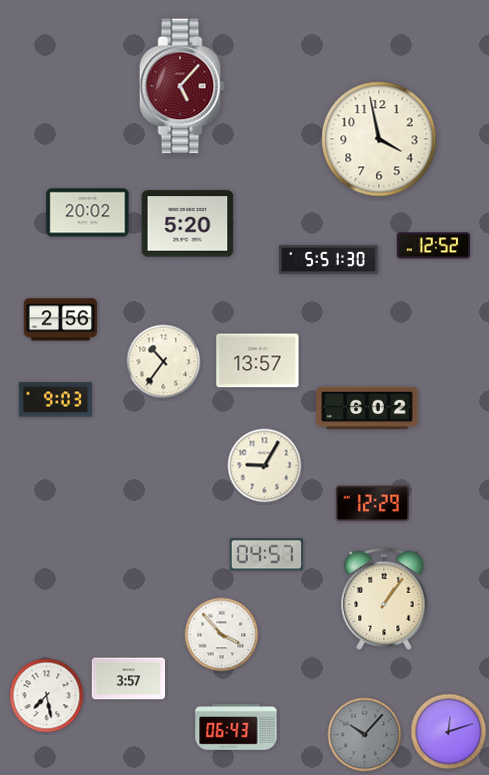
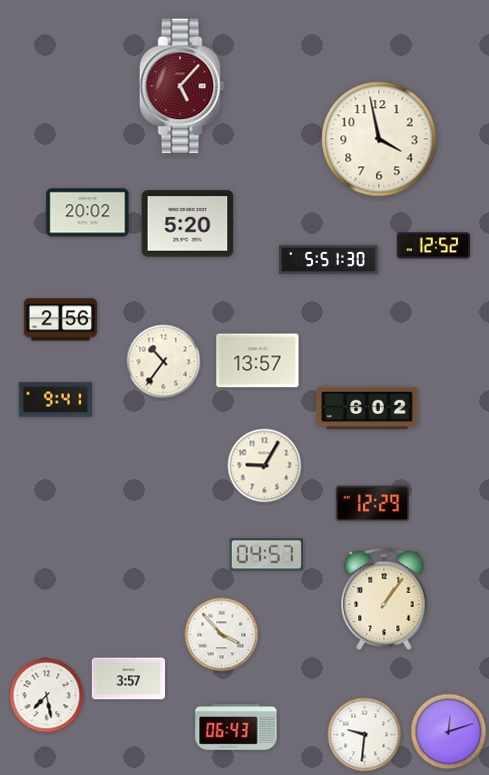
clock at (56, 400): 9:03 -> 9:41
clock at (365, 735): 10:07 -> 9:31
clock at (365, 735) dial: grey -> white
